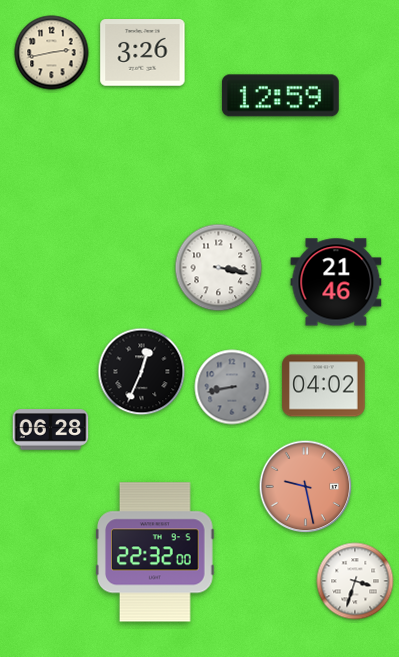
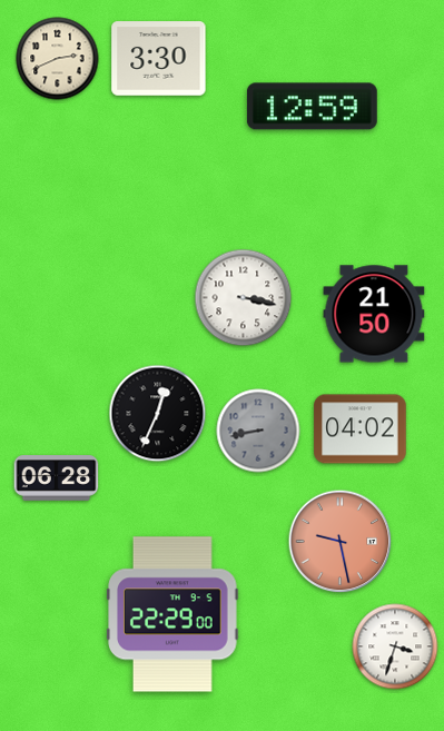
clock at (52, 53): 2:43 -> 2:41
clock at (143, 53): 3:26 -> 3:30
clock at (336, 282): 21:46 -> 21:50
clock at (155, 552): 22:32 -> 22:29
